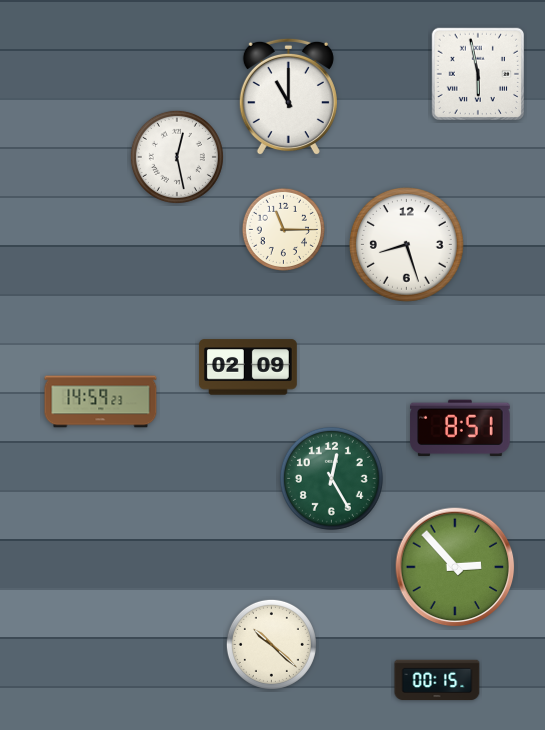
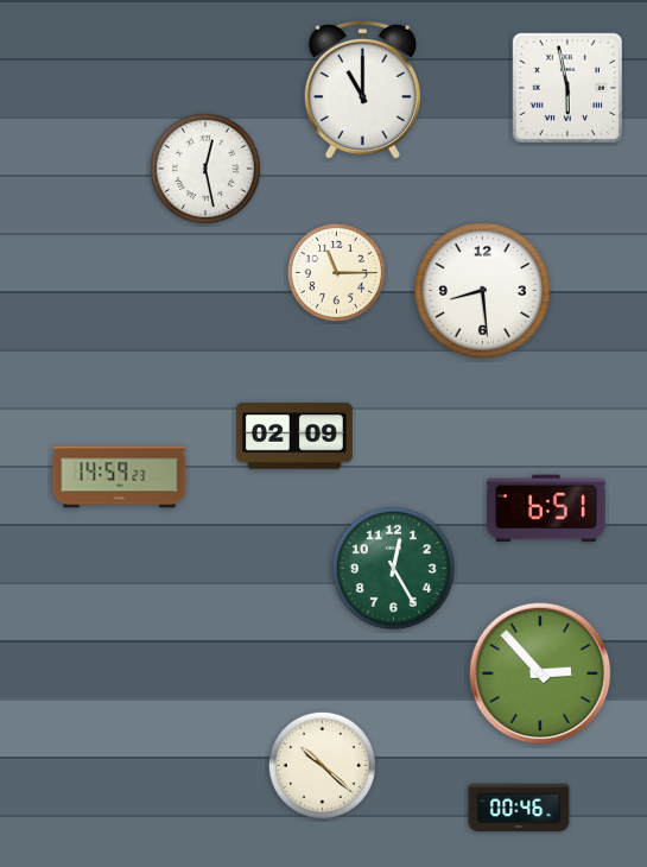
clock at (288, 97) position: (288, 97) -> (362, 90)
clock at (177, 157) position: (177, 157) -> (205, 169)
clock at (407, 245): 8:27 -> 8:29
clock at (460, 428): 8:51 -> 6:51
clock at (437, 680): 00:15 -> 00:46
